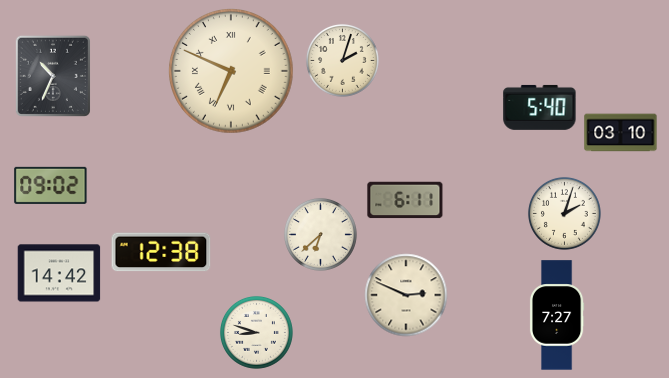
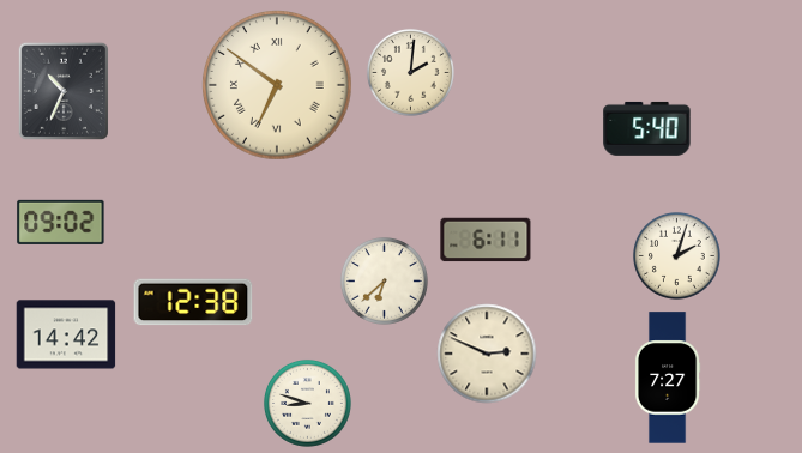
clock at (342, 60): 2:03 -> 2:01
clock at (231, 71): 6:49 -> 6:51
clock at (621, 133): 03:10 -> none
clock at (59, 273) position: (59, 273) -> (66, 334)
clock at (256, 332) position: (256, 332) -> (307, 403)
